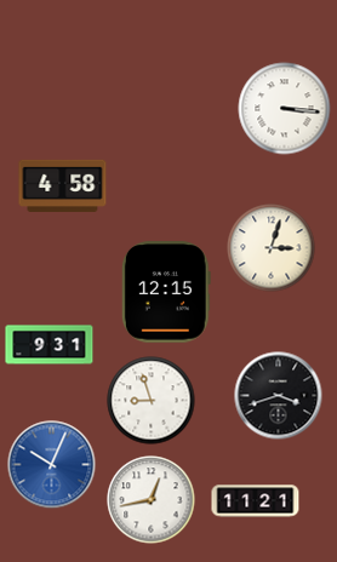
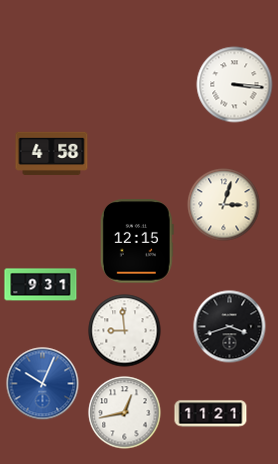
clock at (285, 109) position: (285, 109) -> (235, 85)
clock at (152, 401): 8:57 -> 8:59
